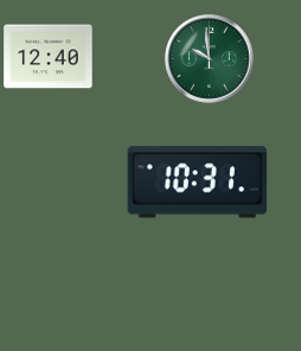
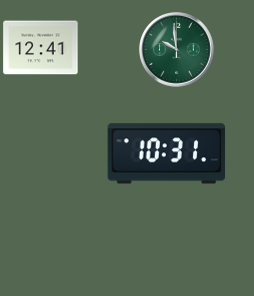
clock at (49, 57): 12:40 -> 12:41
